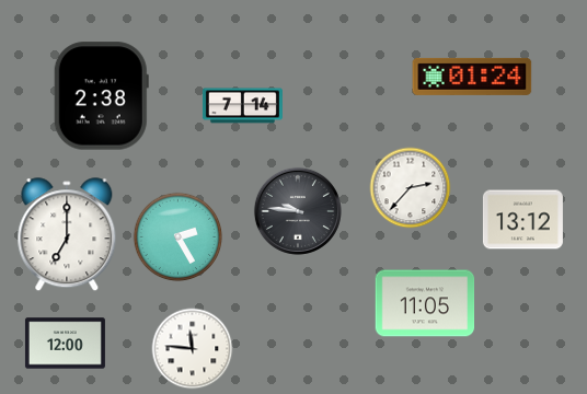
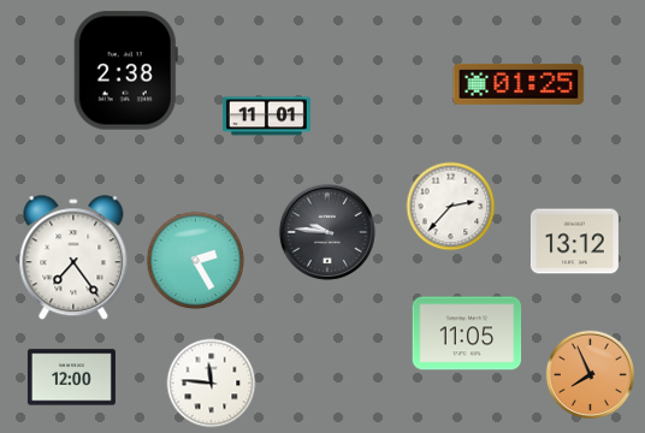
clock at (472, 77): 01:24 -> 01:25
clock at (101, 96) position: (101, 96) -> (125, 71)
clock at (242, 106): 7:14 -> 11:01
clock at (67, 235): 7:00 -> 7:24
clock at (590, 374): none -> 7:56
